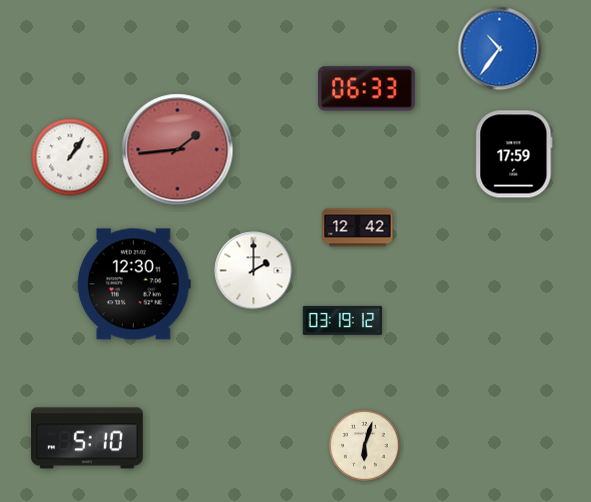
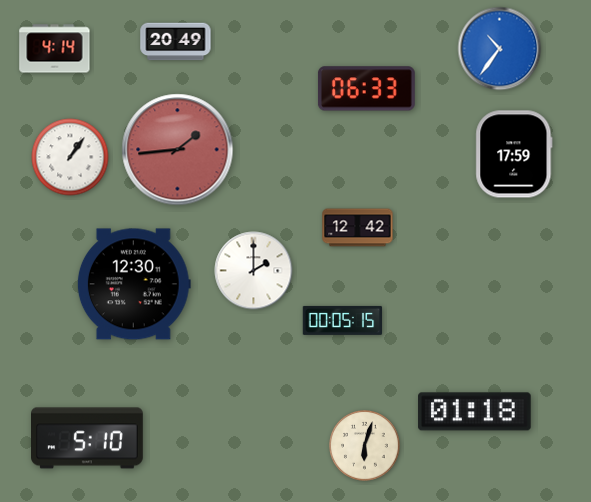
clock at (176, 42): none -> 20:49
clock at (55, 49): none -> 4:14
clock at (343, 320): 03:19 -> 00:05
clock at (475, 412): none -> 01:18
